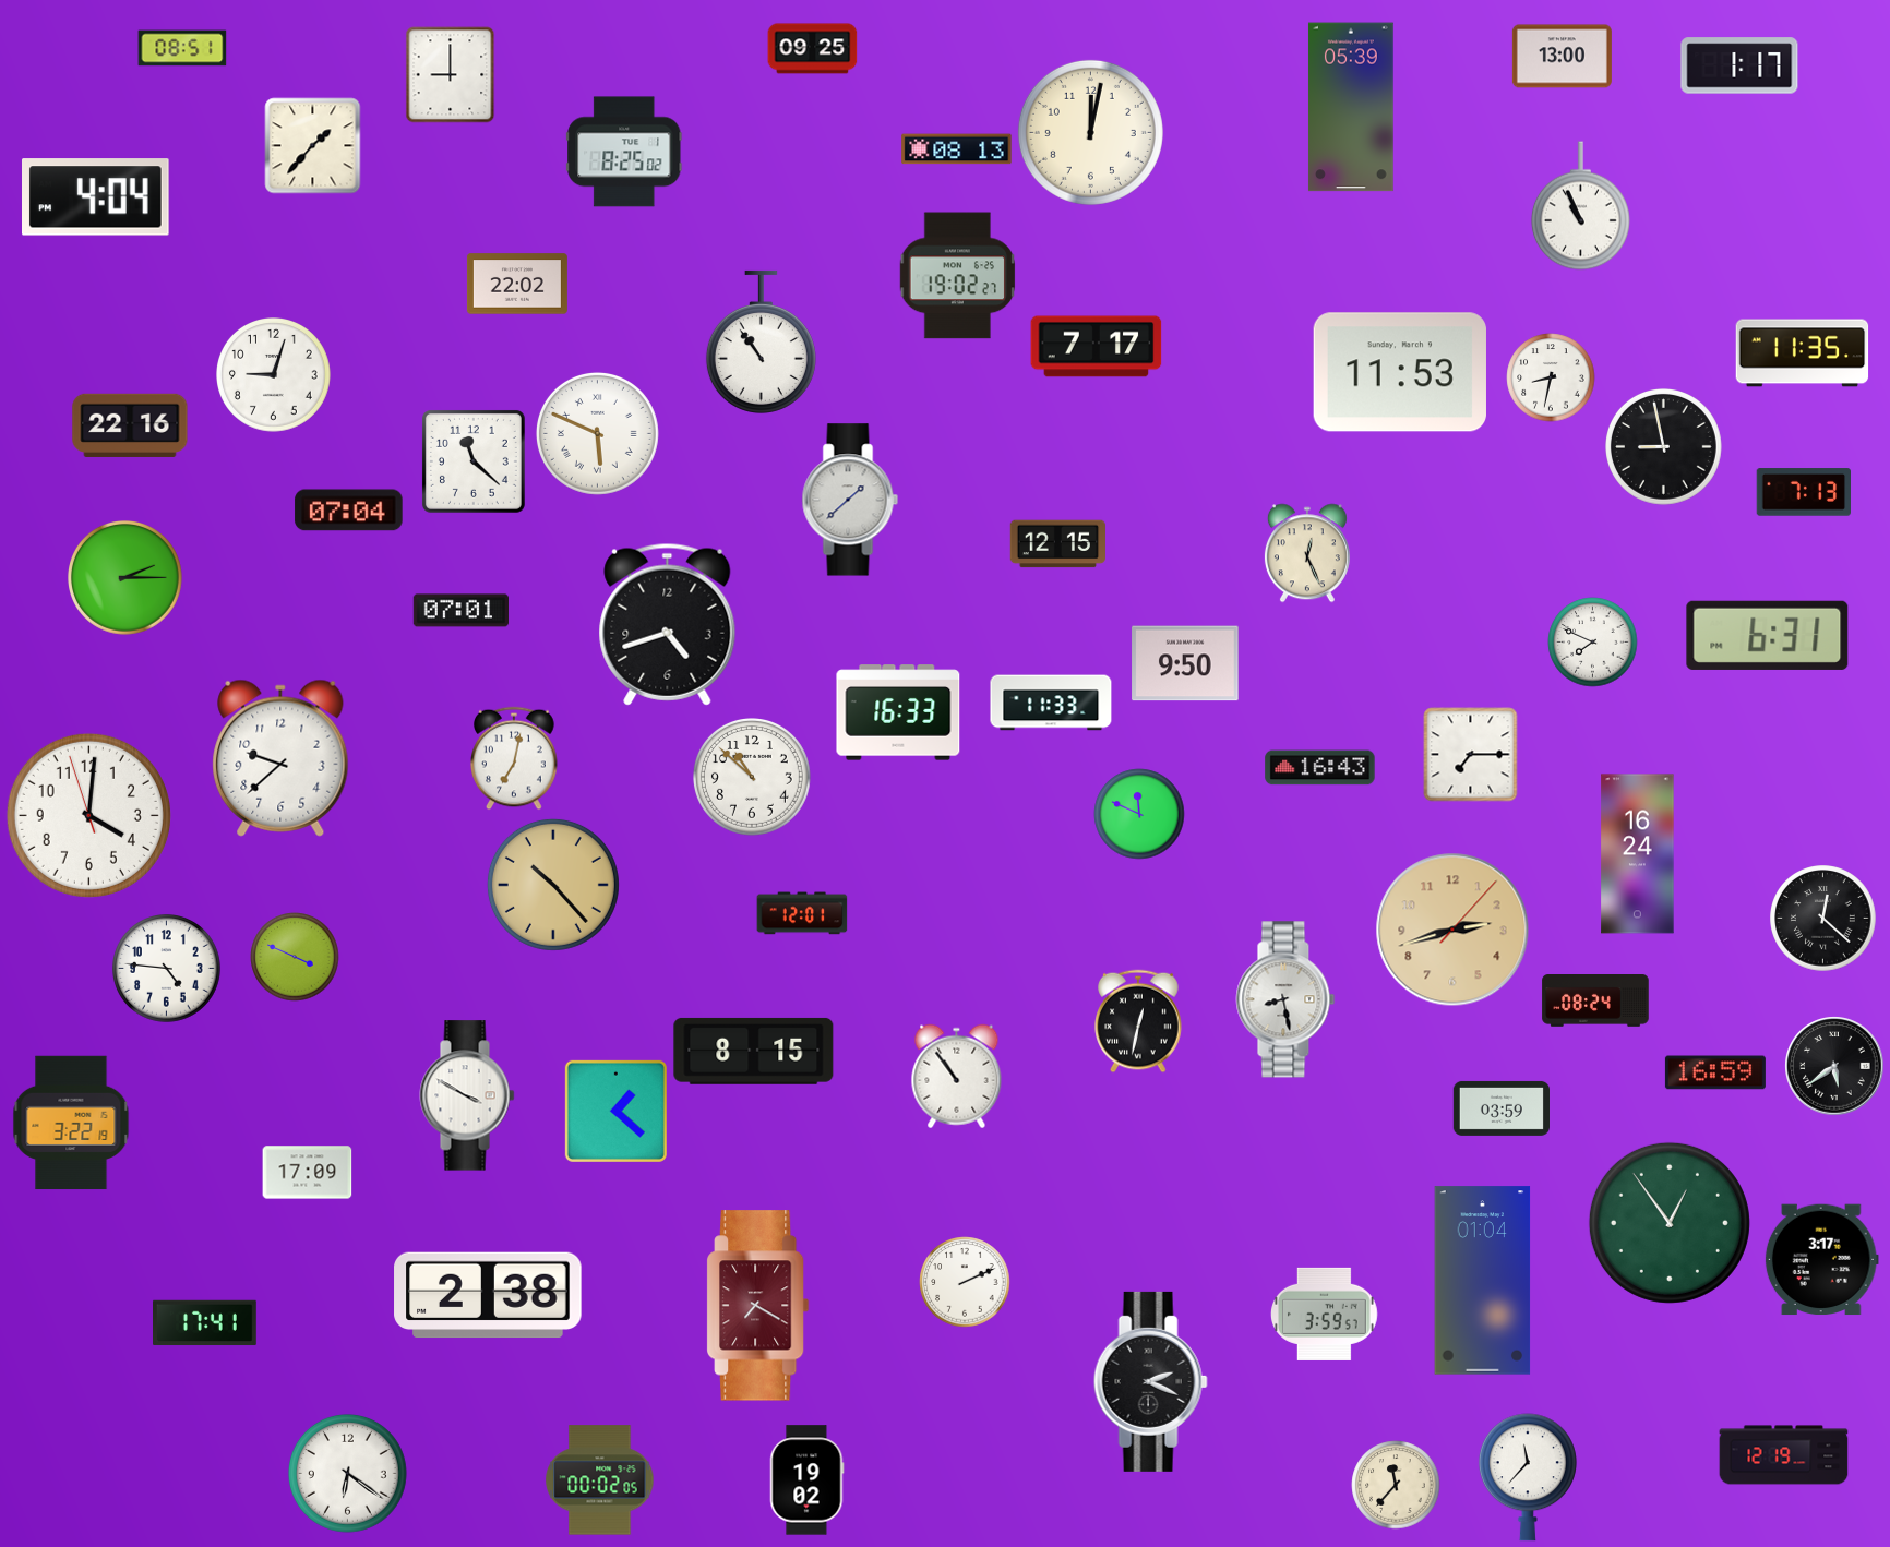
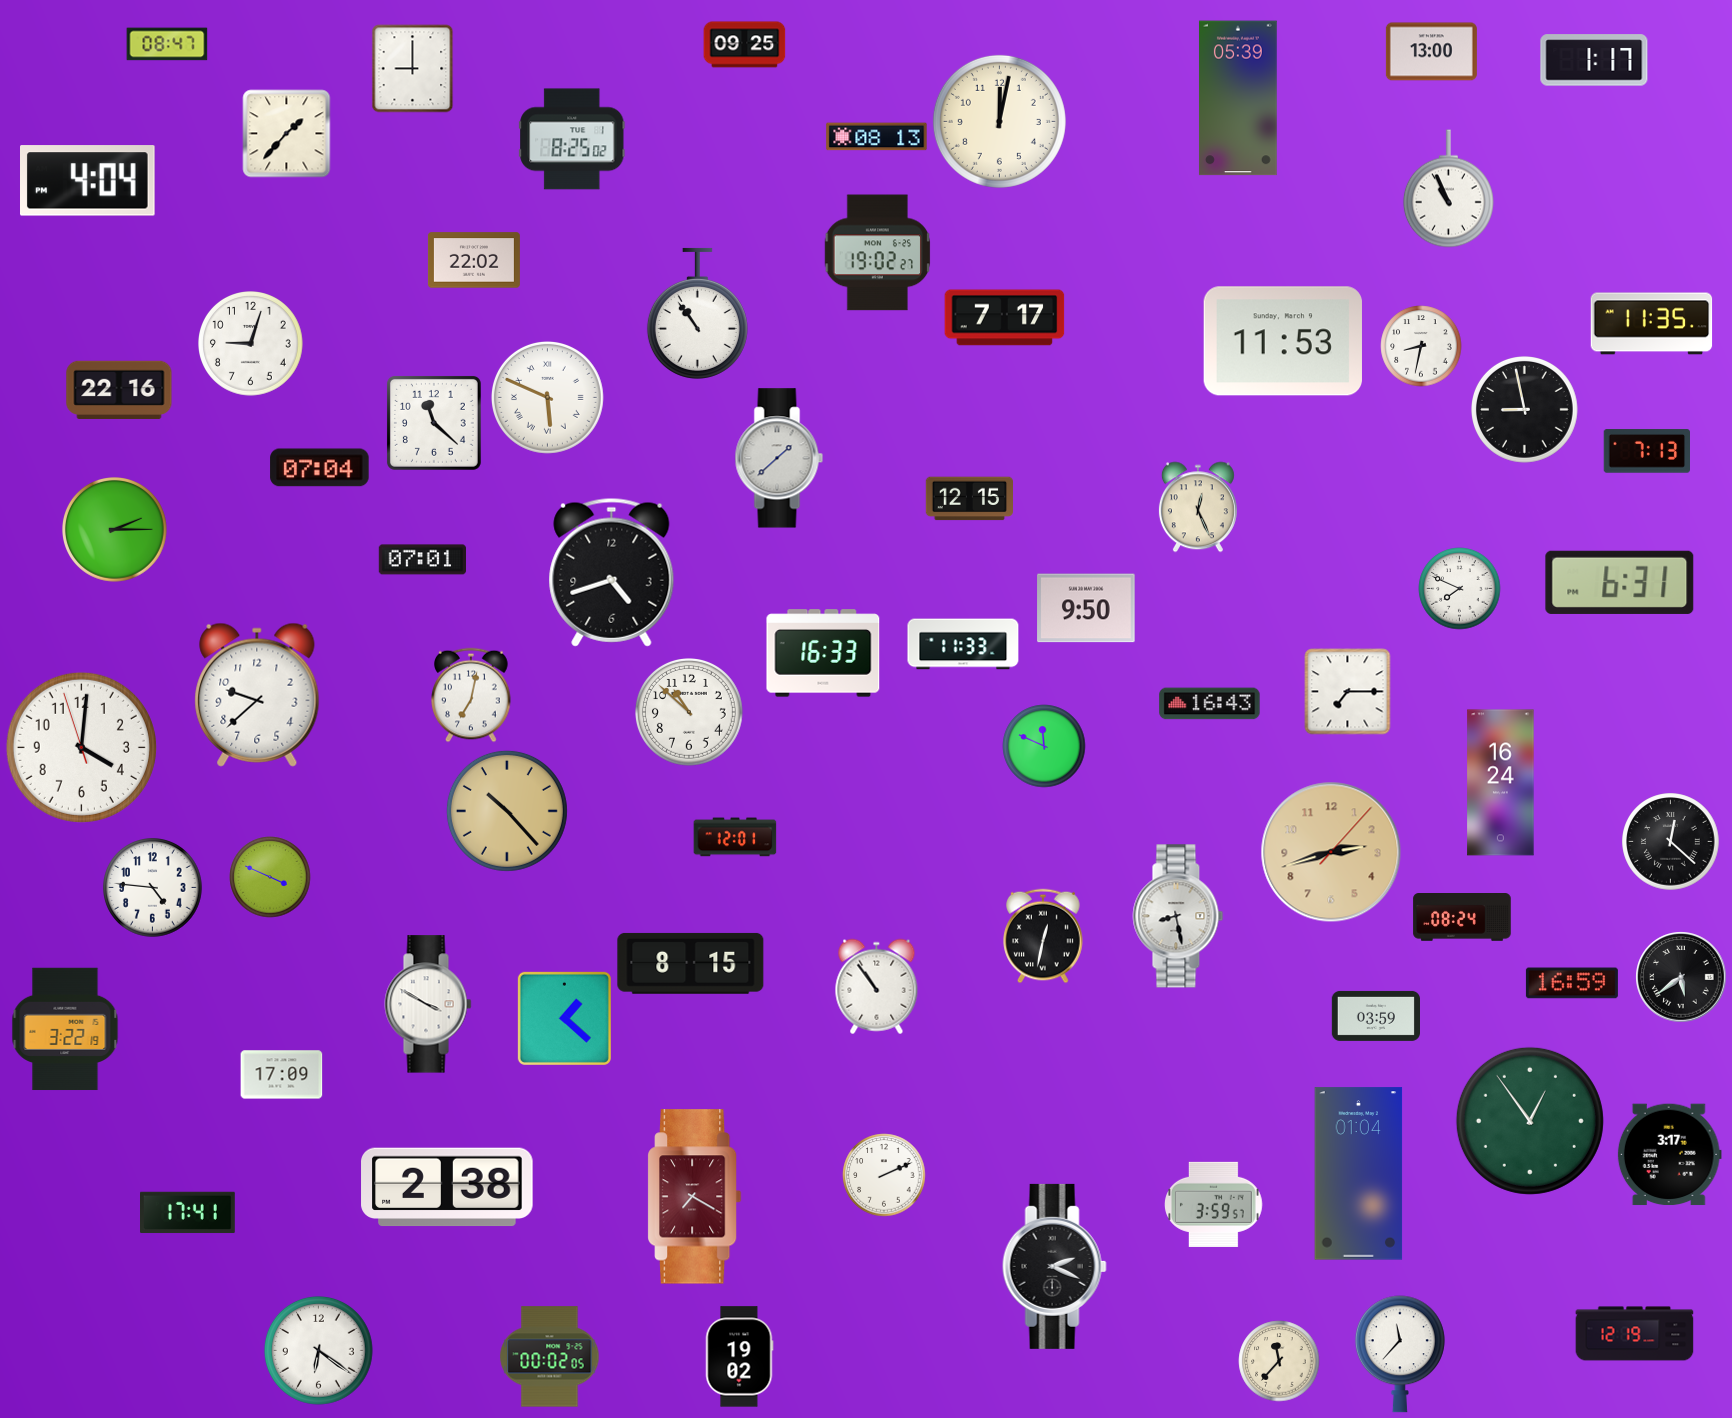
clock at (182, 48): 08:51 -> 08:47
clock at (1803, 492) position: (1803, 492) -> (1646, 451)
